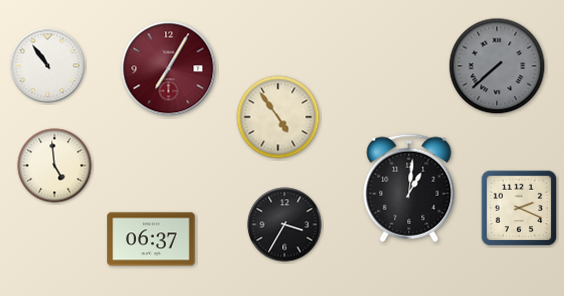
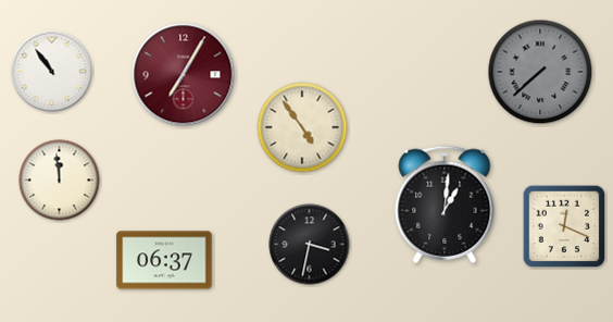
clock at (55, 166): 4:59 -> 11:59
clock at (519, 208): 2:19 -> 12:19
clock at (285, 225): 3:35 -> 3:32
